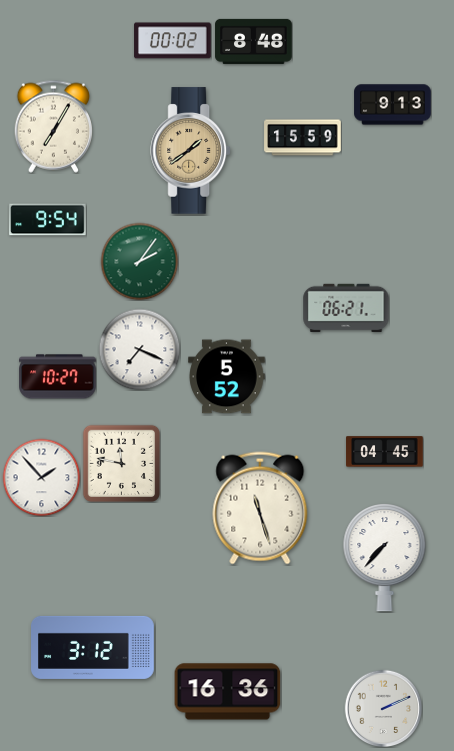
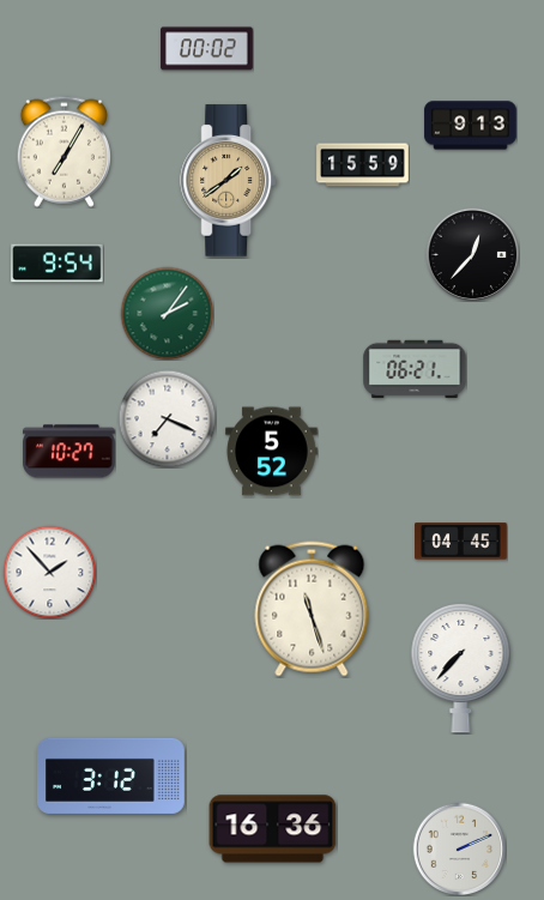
clock at (254, 41): 8:48 -> none
clock at (472, 254): none -> 12:37
clock at (121, 463): 11:47 -> none
